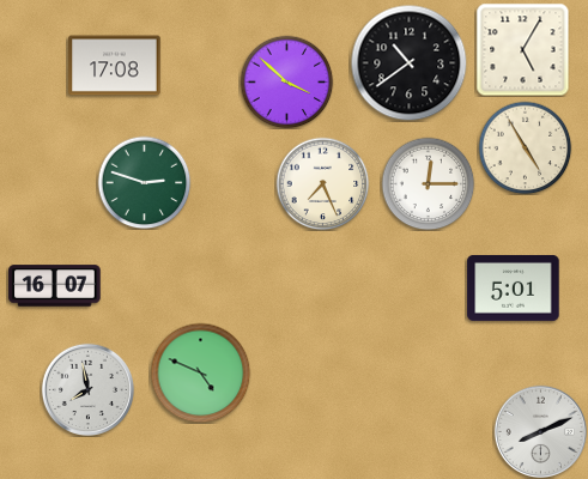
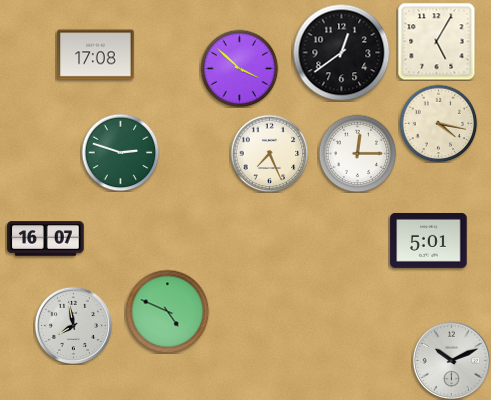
clock at (408, 62): 10:39 -> 12:39
clock at (525, 147): 4:55 -> 4:17
clock at (540, 431): 8:11 -> 10:11
